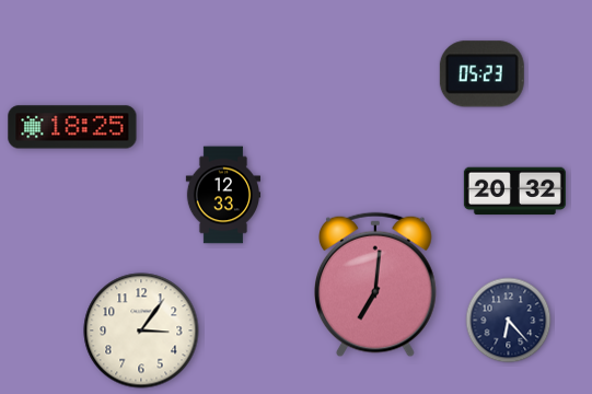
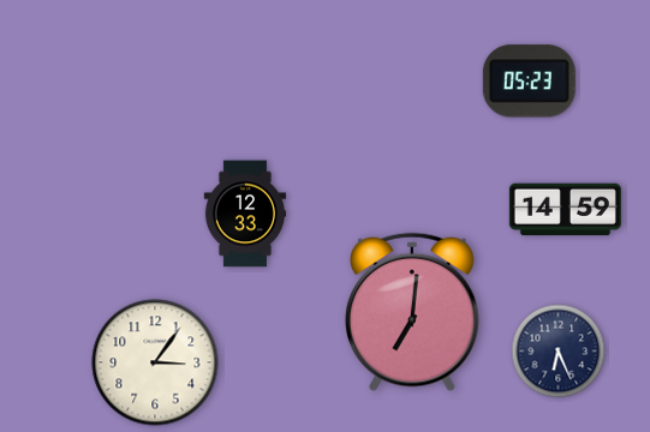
clock at (72, 127): 18:25 -> none
clock at (514, 192): 20:32 -> 14:59
clock at (509, 321): 6:23 -> 6:26
